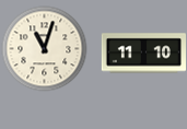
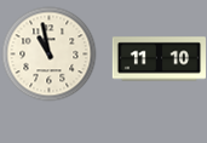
clock at (44, 48): 11:03 -> 10:58
